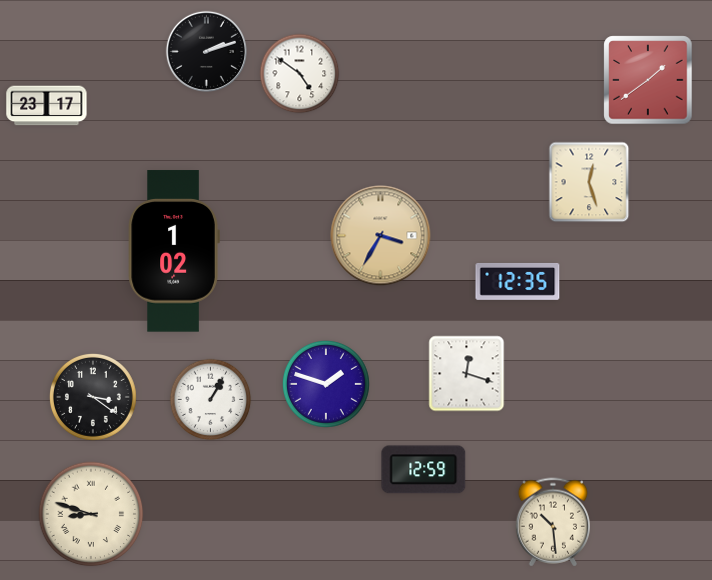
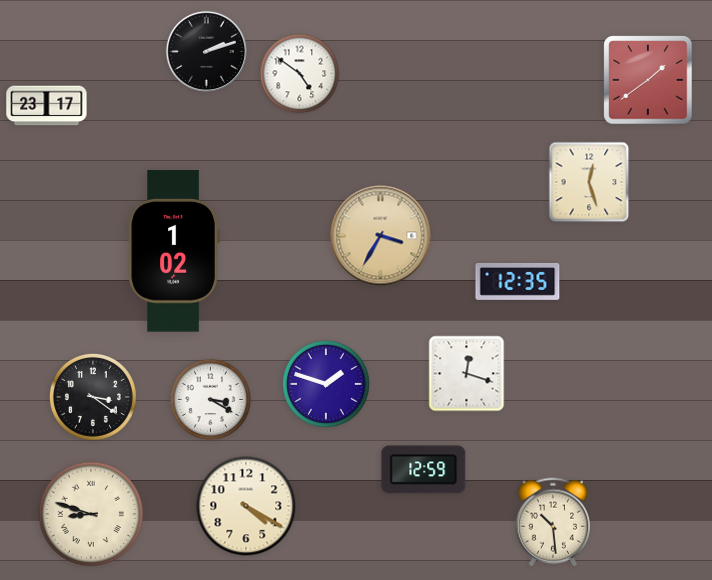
clock at (211, 400): 1:05 -> 3:20
clock at (246, 506): none -> 4:20
